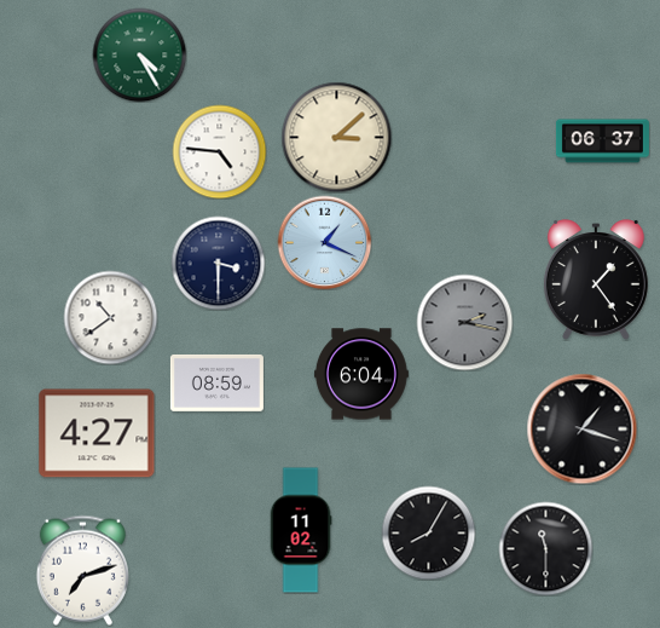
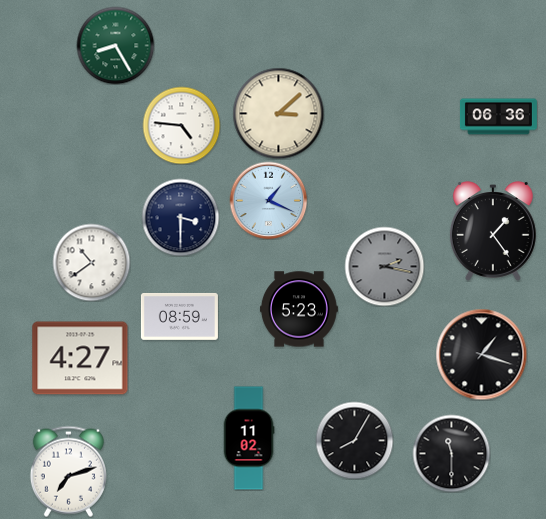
clock at (139, 54): 4:25 -> 8:25
clock at (602, 142): 06:37 -> 06:36
clock at (361, 374): 6:04 -> 5:23
